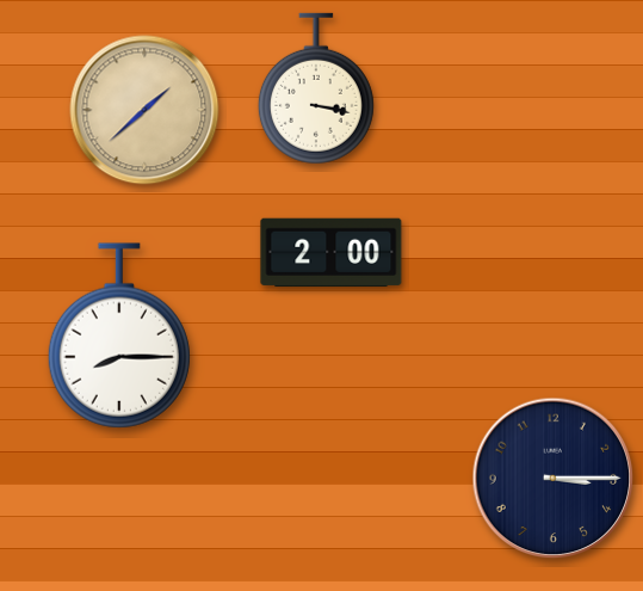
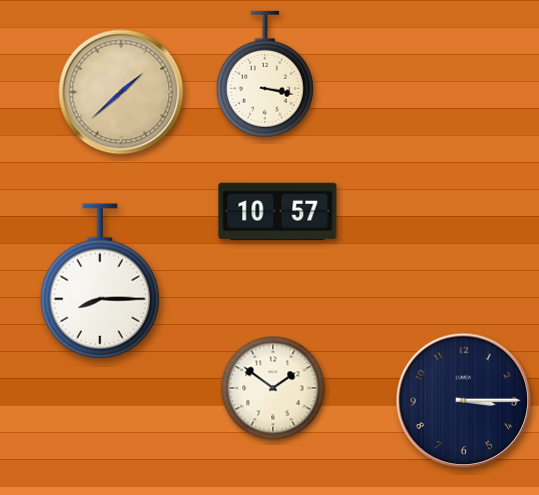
clock at (332, 253): 2:00 -> 10:57
clock at (273, 388): none -> 1:51
